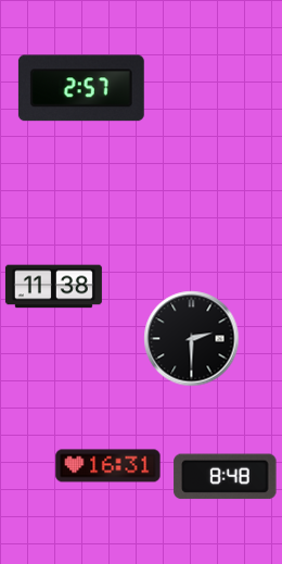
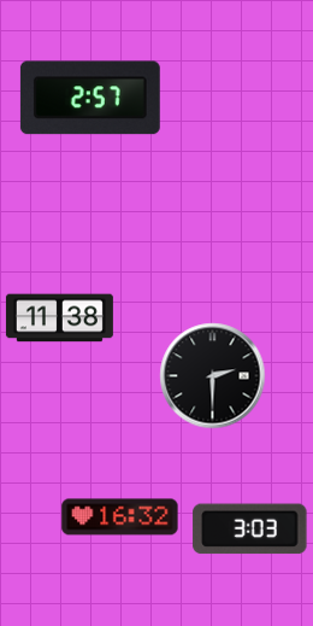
clock at (108, 466): 16:31 -> 16:32
clock at (226, 477): 8:48 -> 3:03
